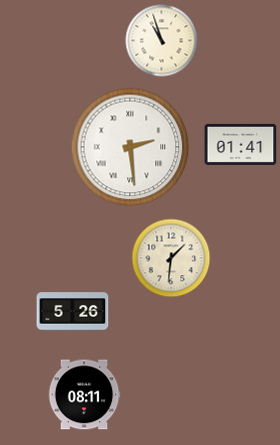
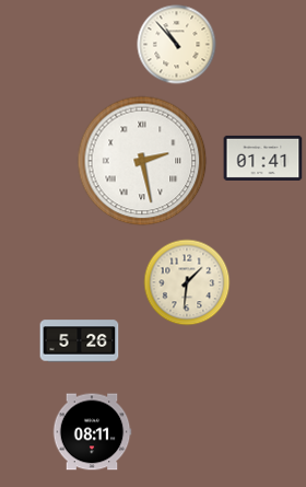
clock at (162, 41): 10:57 -> 10:53
clock at (130, 147): 2:29 -> 2:28
